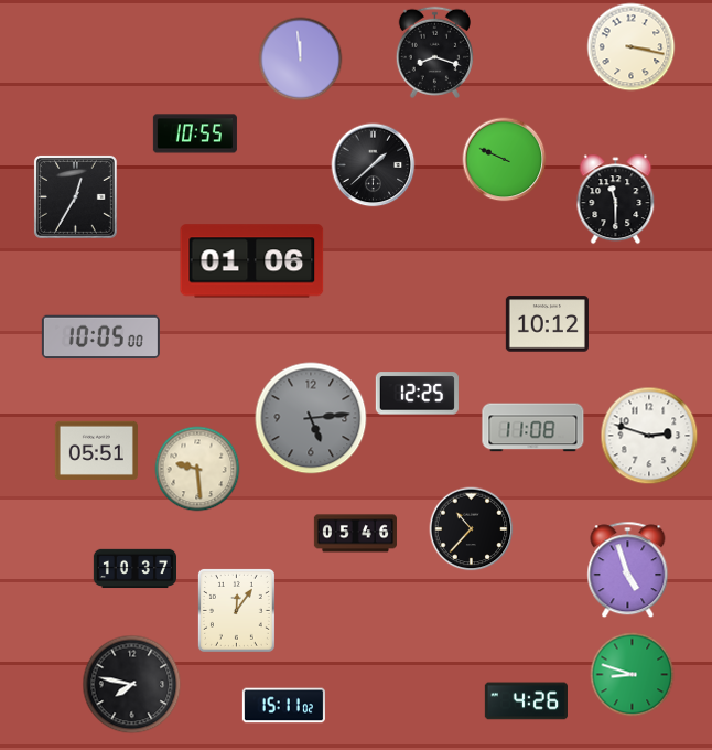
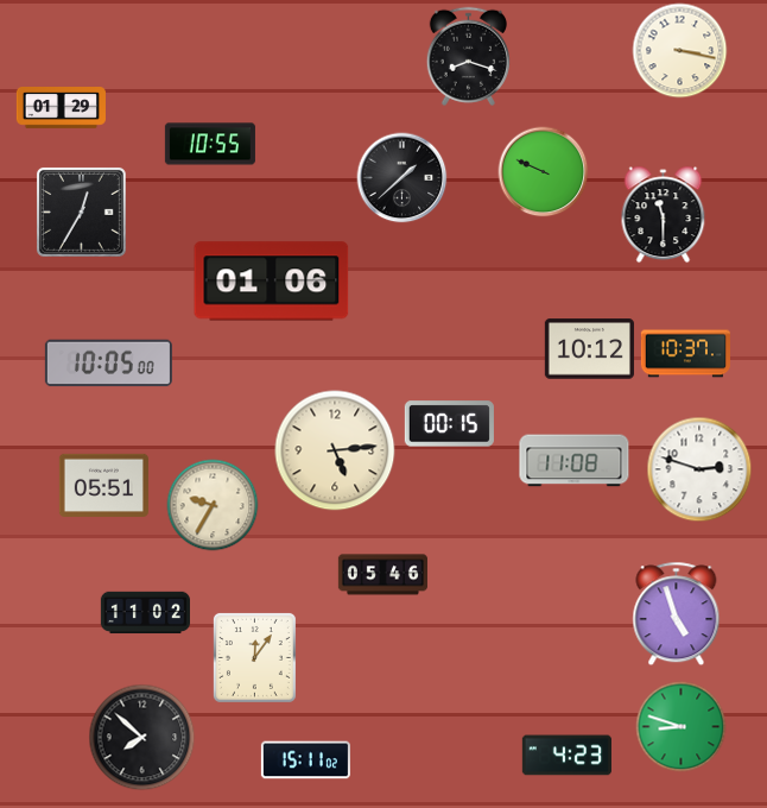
clock at (301, 60): 11:59 -> none
clock at (61, 108): none -> 01:29
clock at (685, 354): none -> 10:37
clock at (417, 394): 12:25 -> 00:15
clock at (311, 418) dial: grey -> cream
clock at (197, 469): 9:29 -> 9:35
clock at (472, 529): 10:37 -> none
clock at (134, 569): 10:37 -> 11:02
clock at (132, 685): 7:47 -> 7:52
clock at (526, 701): 4:26 -> 4:23
